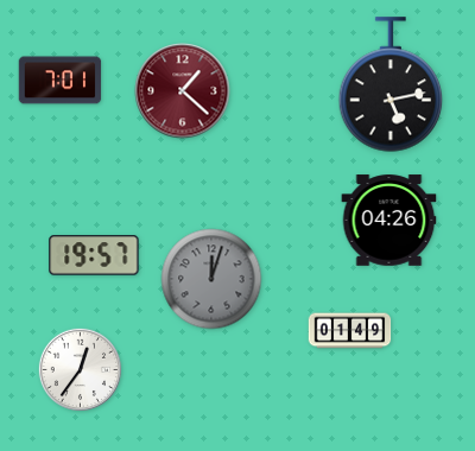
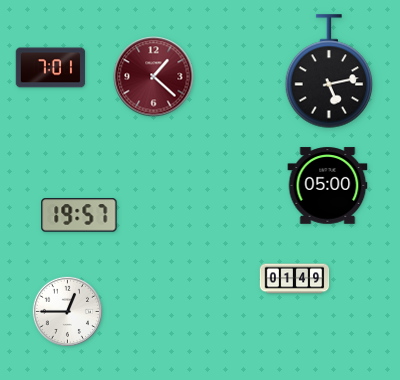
clock at (389, 221): 04:26 -> 05:00
clock at (211, 279): 12:03 -> none
clock at (80, 369): 12:36 -> 12:45
